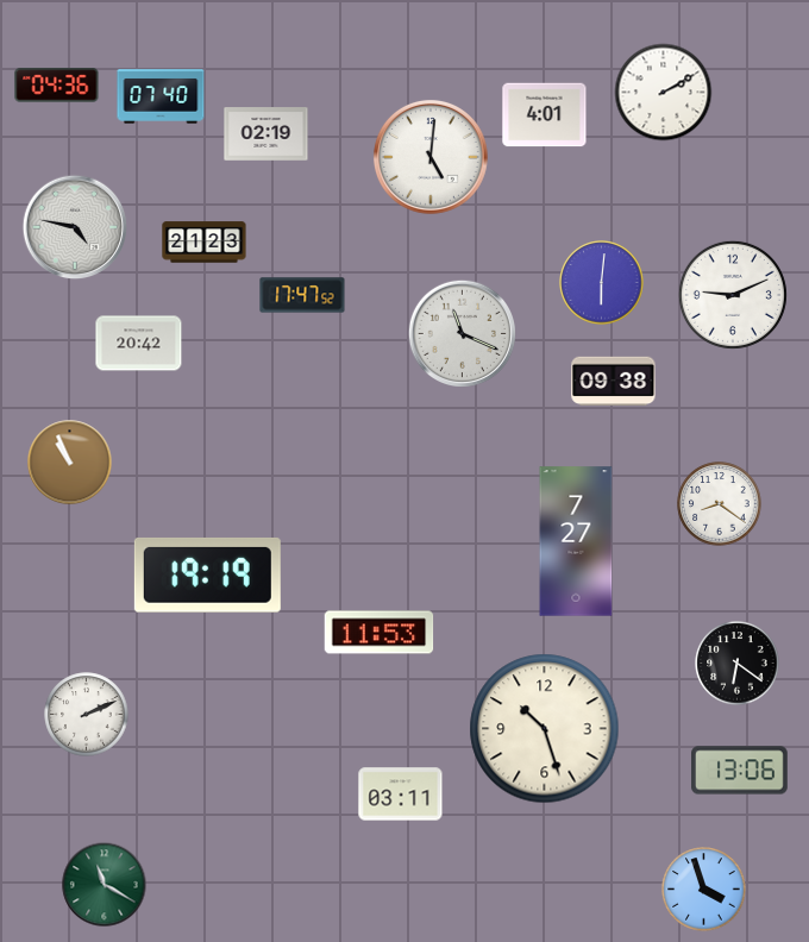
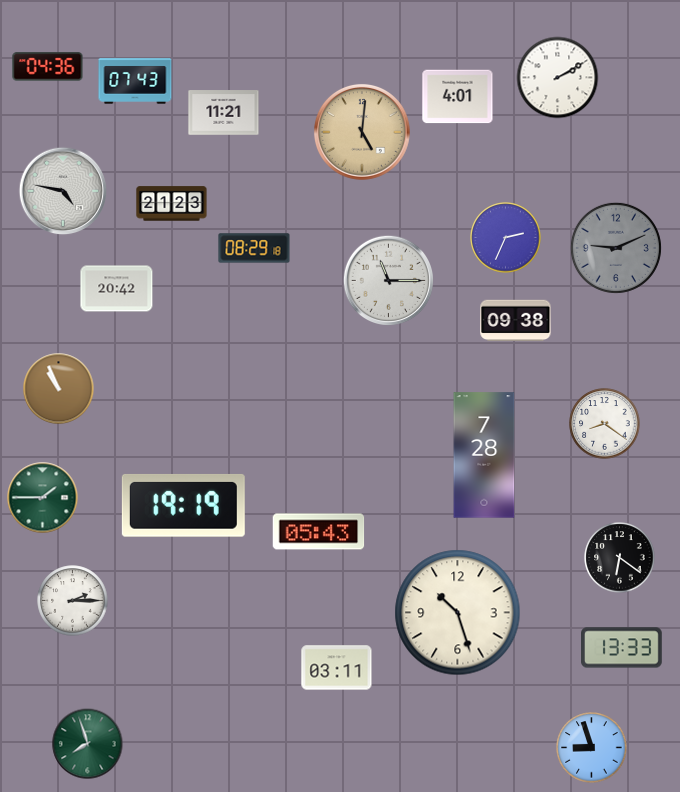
clock at (57, 86) position: (57, 86) -> (48, 67)
clock at (161, 96): 07:40 -> 07:43
clock at (266, 134): 02:19 -> 11:21
clock at (431, 157) dial: white -> champagne
clock at (602, 283): 6:01 -> 2:34
clock at (302, 295): 17:47 -> 08:29
clock at (733, 295) dial: white -> grey
clock at (462, 333): 11:19 -> 11:15
clock at (576, 541): 7:27 -> 7:28
clock at (207, 574) position: (207, 574) -> (183, 505)
clock at (43, 498): none -> 1:45
clock at (380, 633): 11:53 -> 05:43
clock at (87, 715): 2:11 -> 2:15
clock at (740, 771): 13:06 -> 13:33
clock at (105, 885): 11:20 -> 7:57
clock at (704, 890): 3:57 -> 8:57
